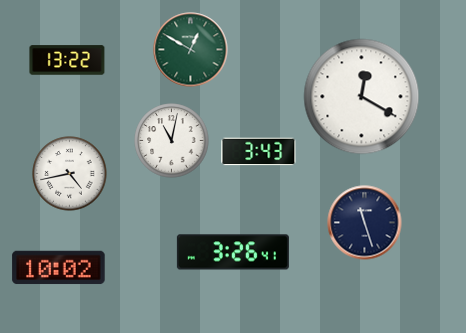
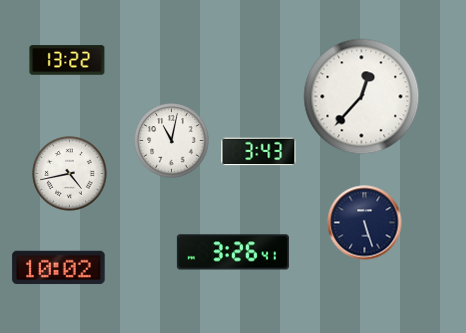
clock at (191, 50): 12:50 -> none
clock at (362, 97): 12:20 -> 12:37
clock at (365, 223): 11:27 -> 5:27
